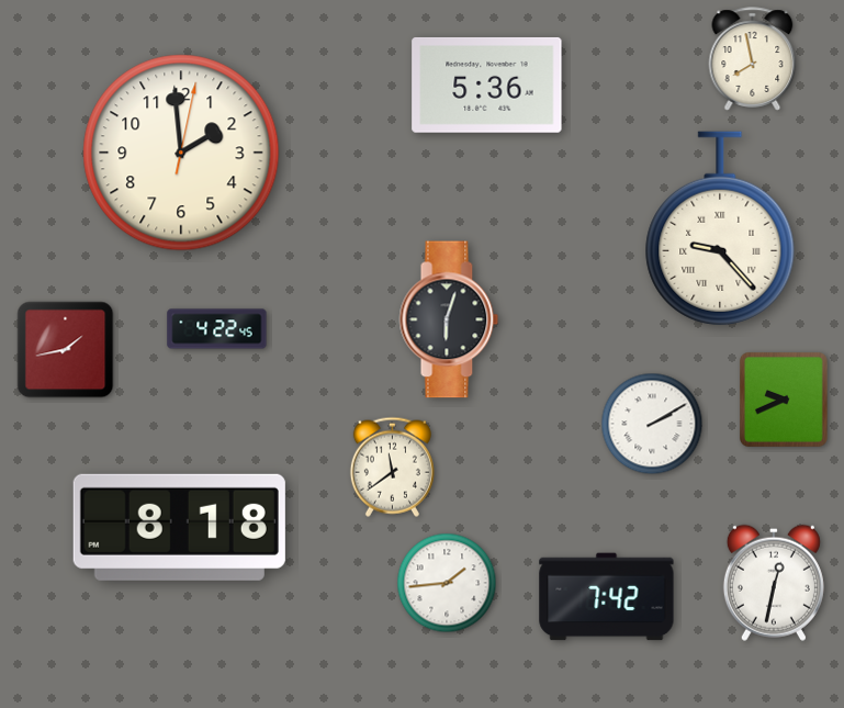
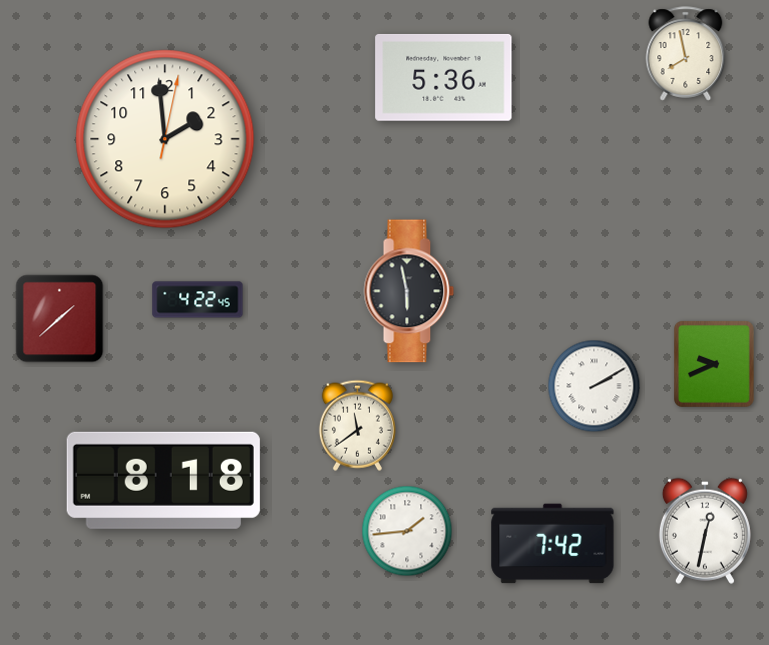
clock at (720, 228): 9:23 -> none
clock at (449, 319): 6:03 -> 5:58
clock at (66, 350): 1:43 -> 1:38
